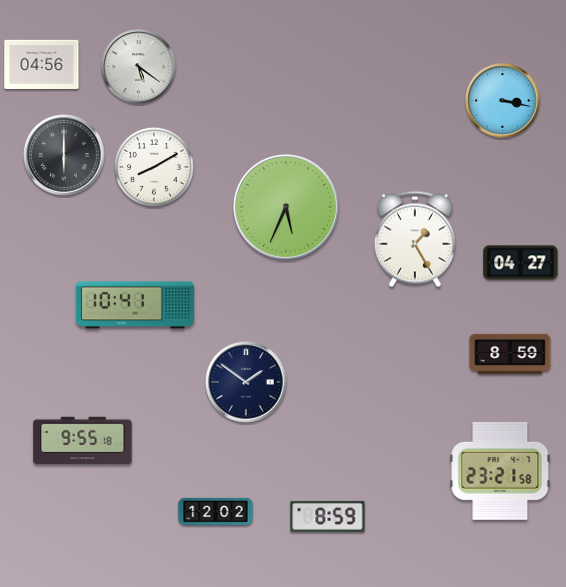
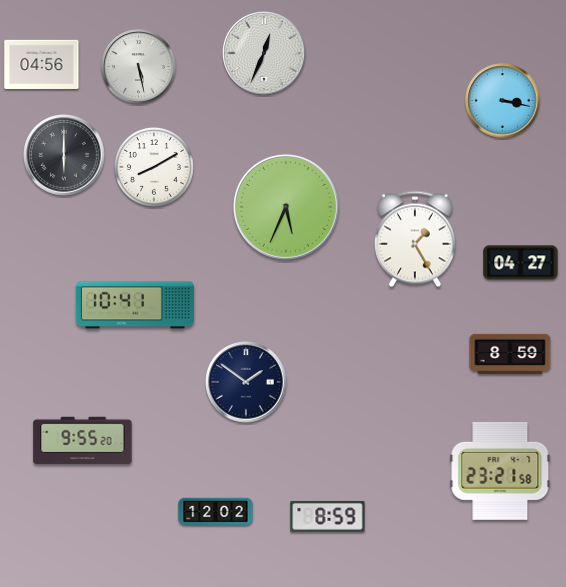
clock at (264, 53): none -> 12:34
clock at (139, 67): 5:21 -> 5:28
clock at (83, 441): 9:55:18 -> 9:55:20
